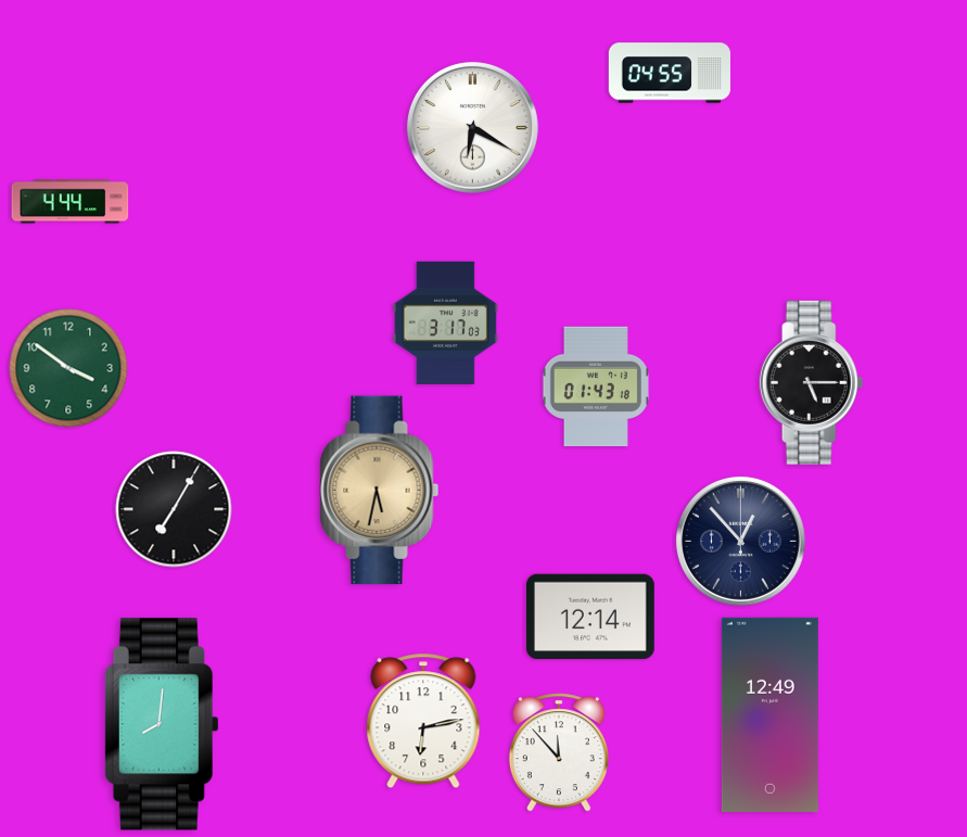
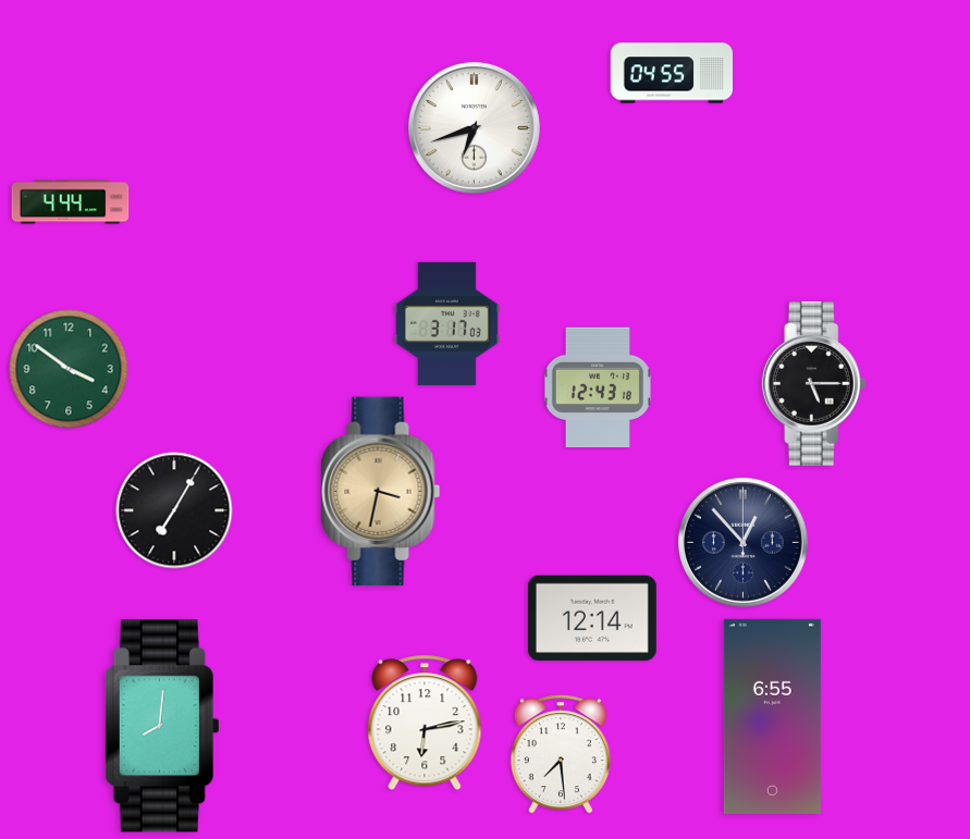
clock at (472, 127): 6:20 -> 6:42
clock at (596, 386): 01:43 -> 12:43
clock at (380, 491): 5:32 -> 3:32
clock at (769, 714): 12:49 -> 6:55
clock at (559, 752): 11:53 -> 7:29
